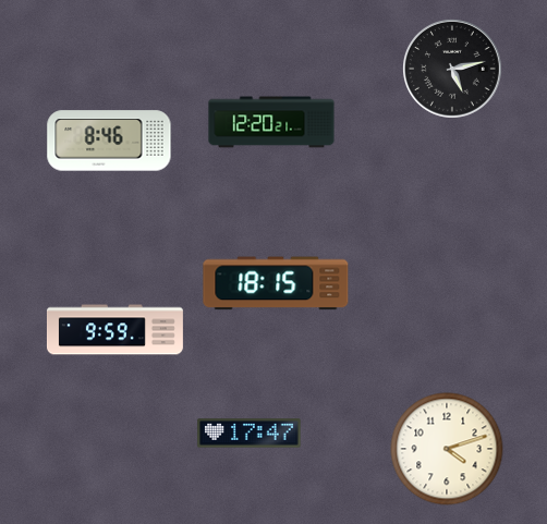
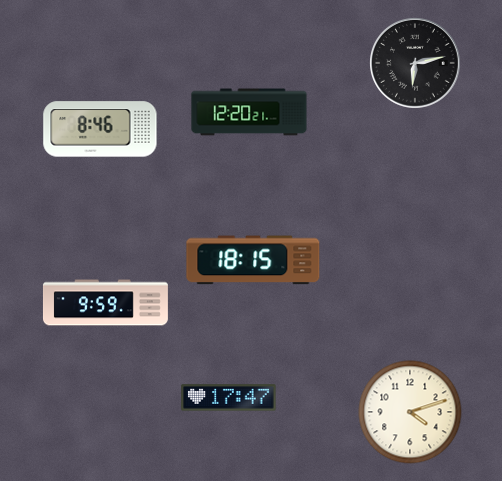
clock at (453, 70): 5:13 -> 6:13
